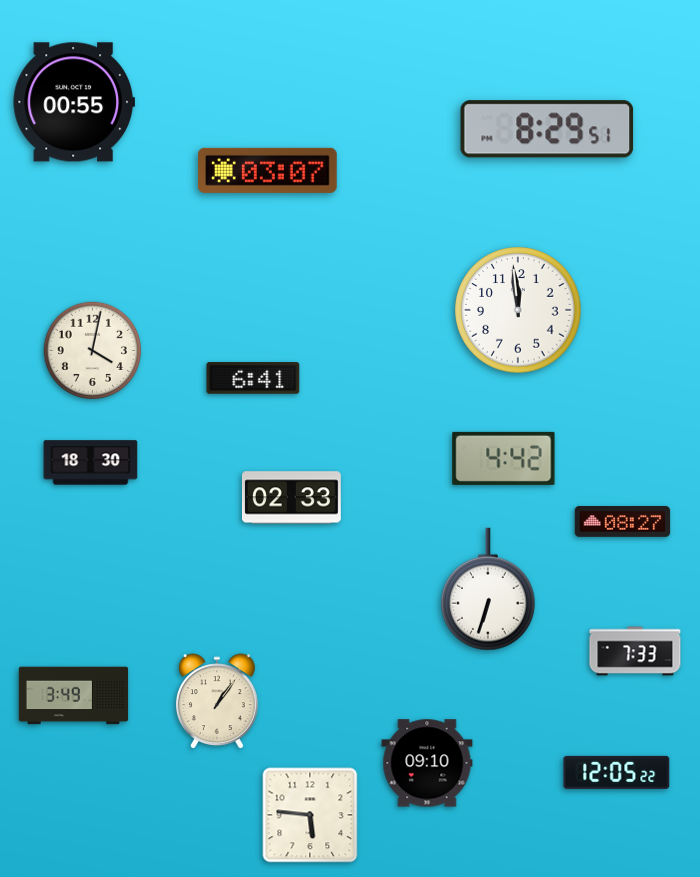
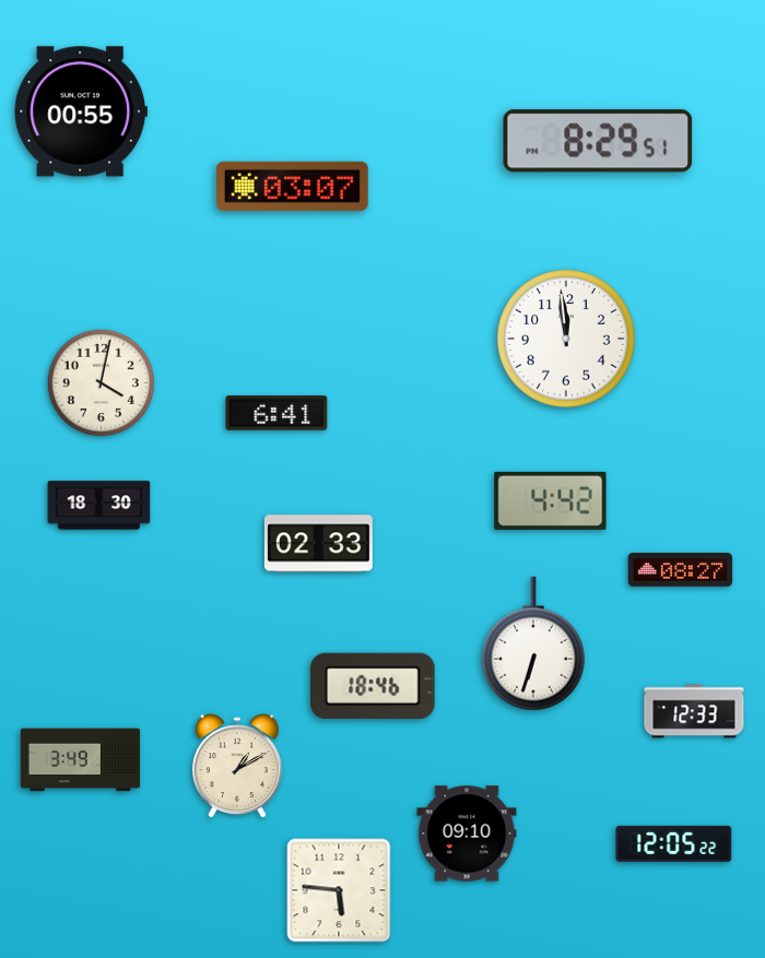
clock at (373, 686): none -> 18:46
clock at (635, 651): 7:33 -> 12:33
clock at (217, 702): 1:06 -> 1:10
